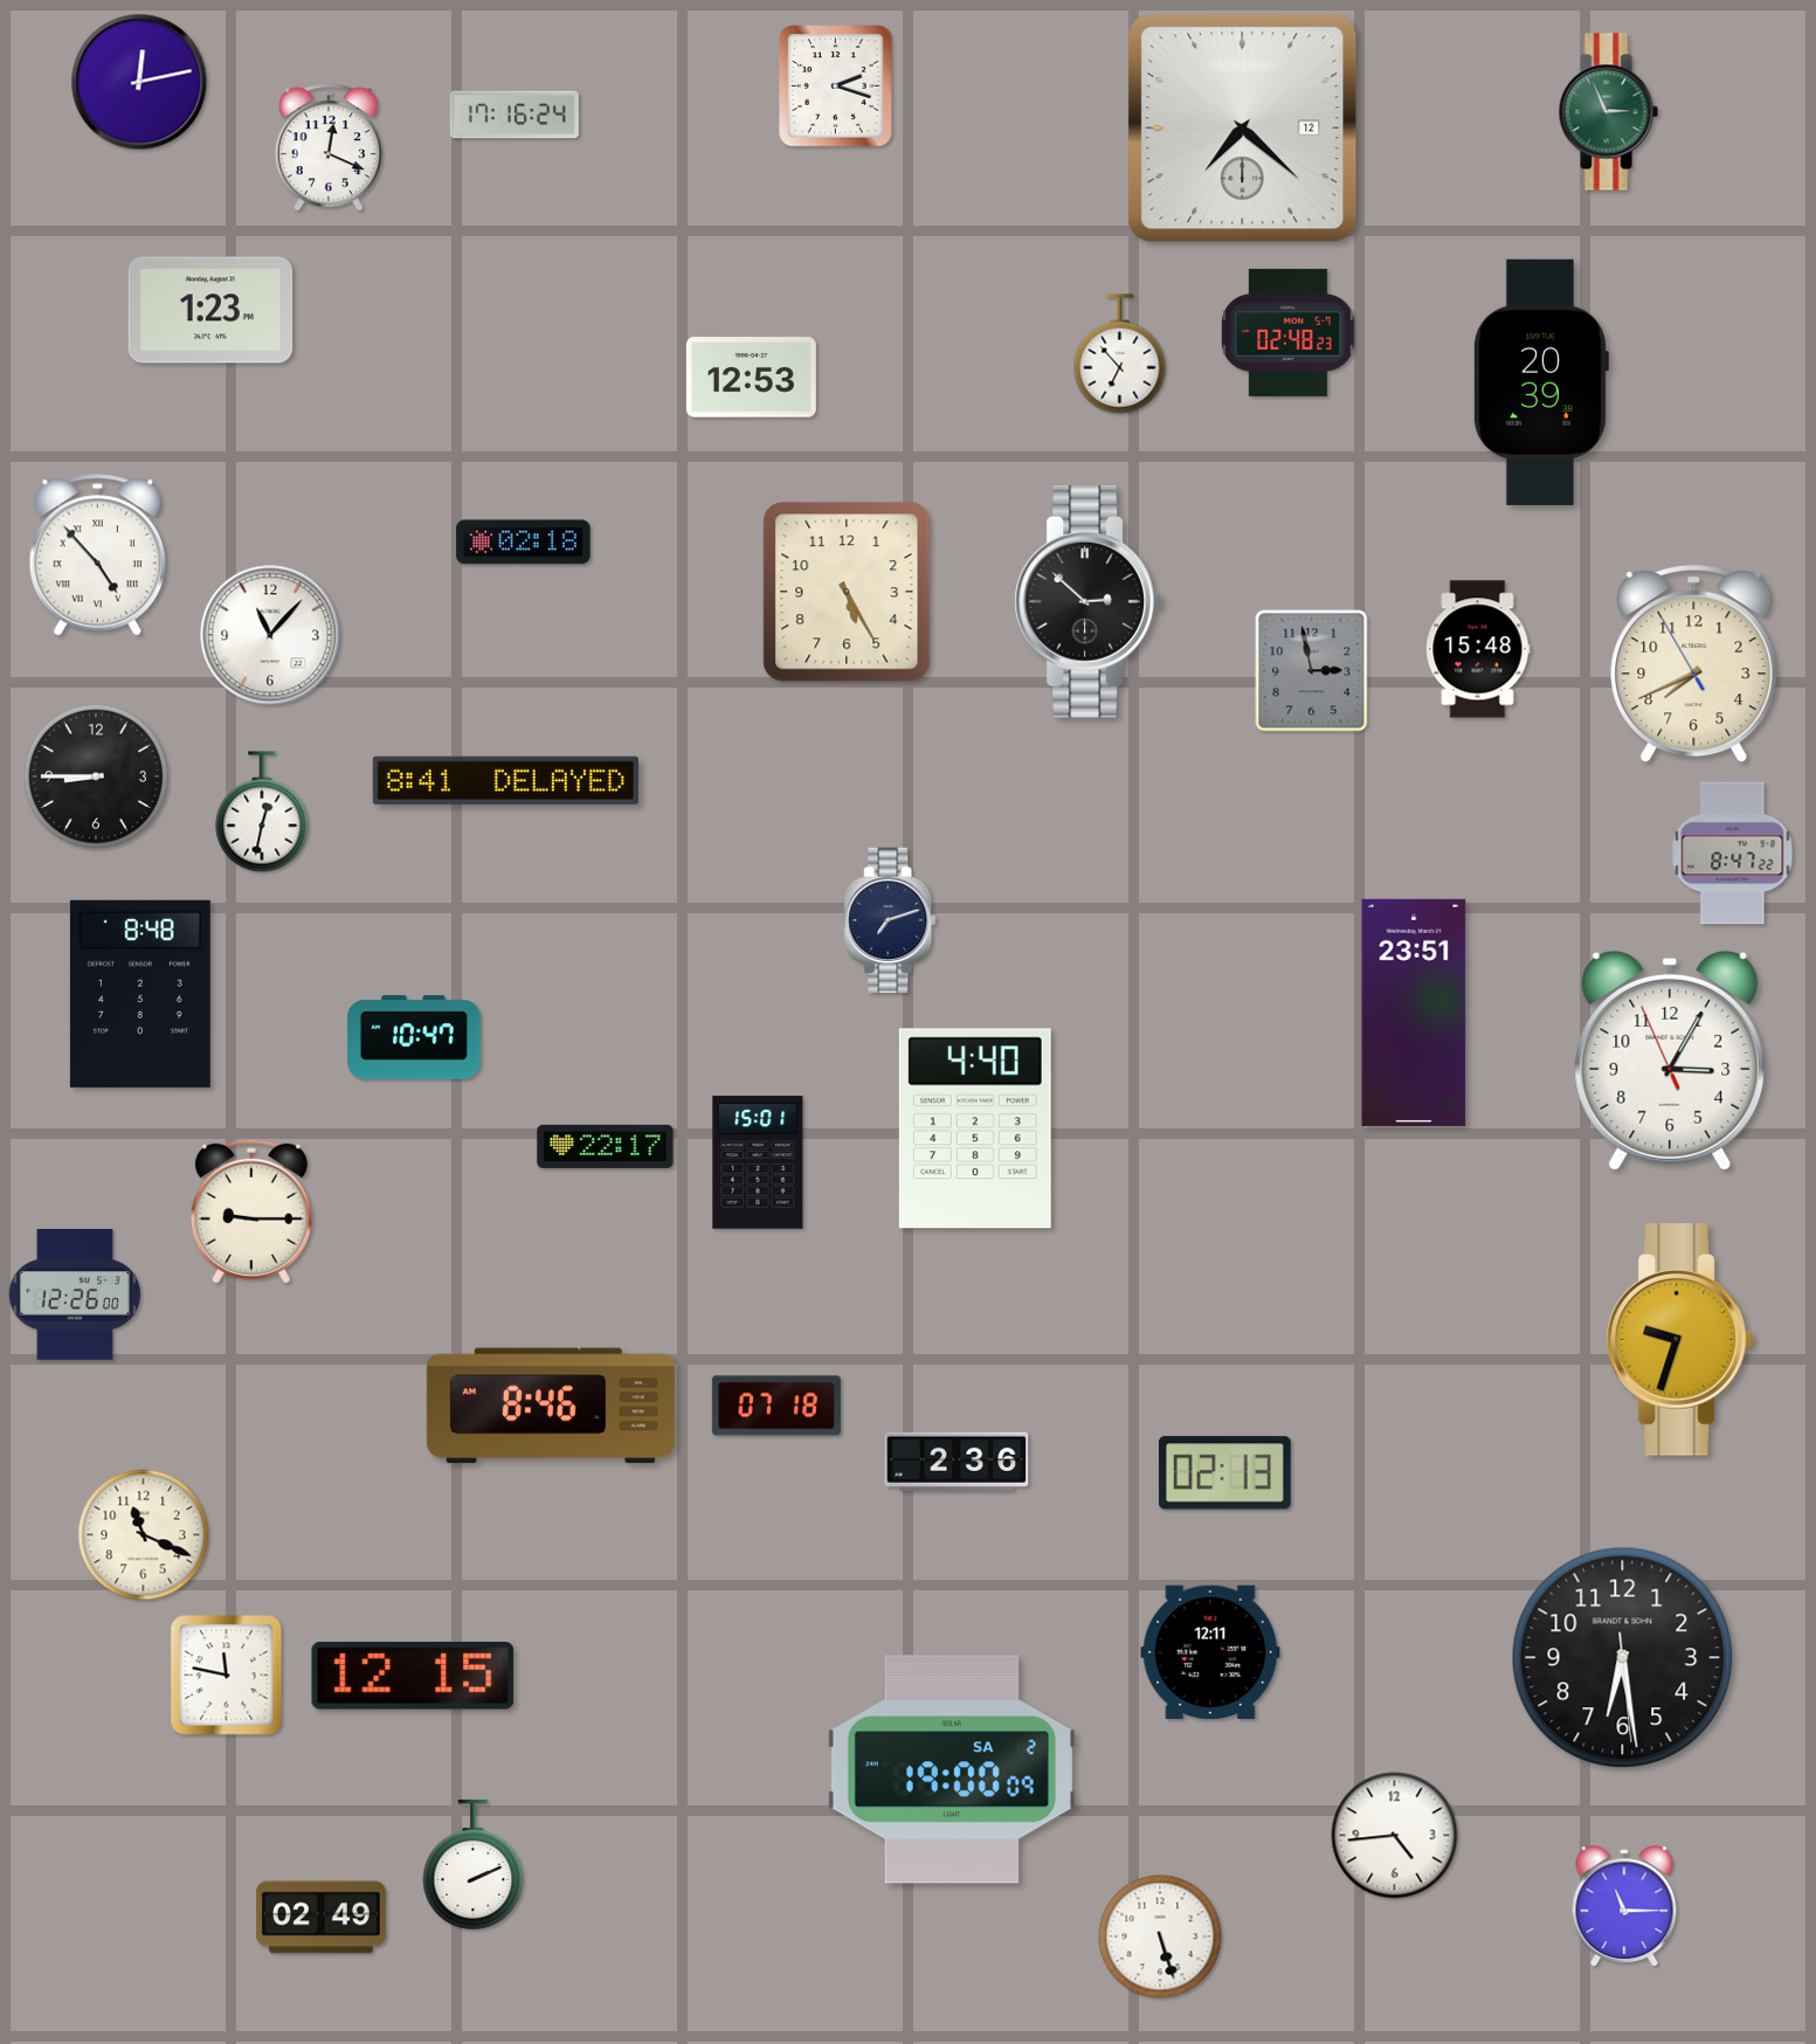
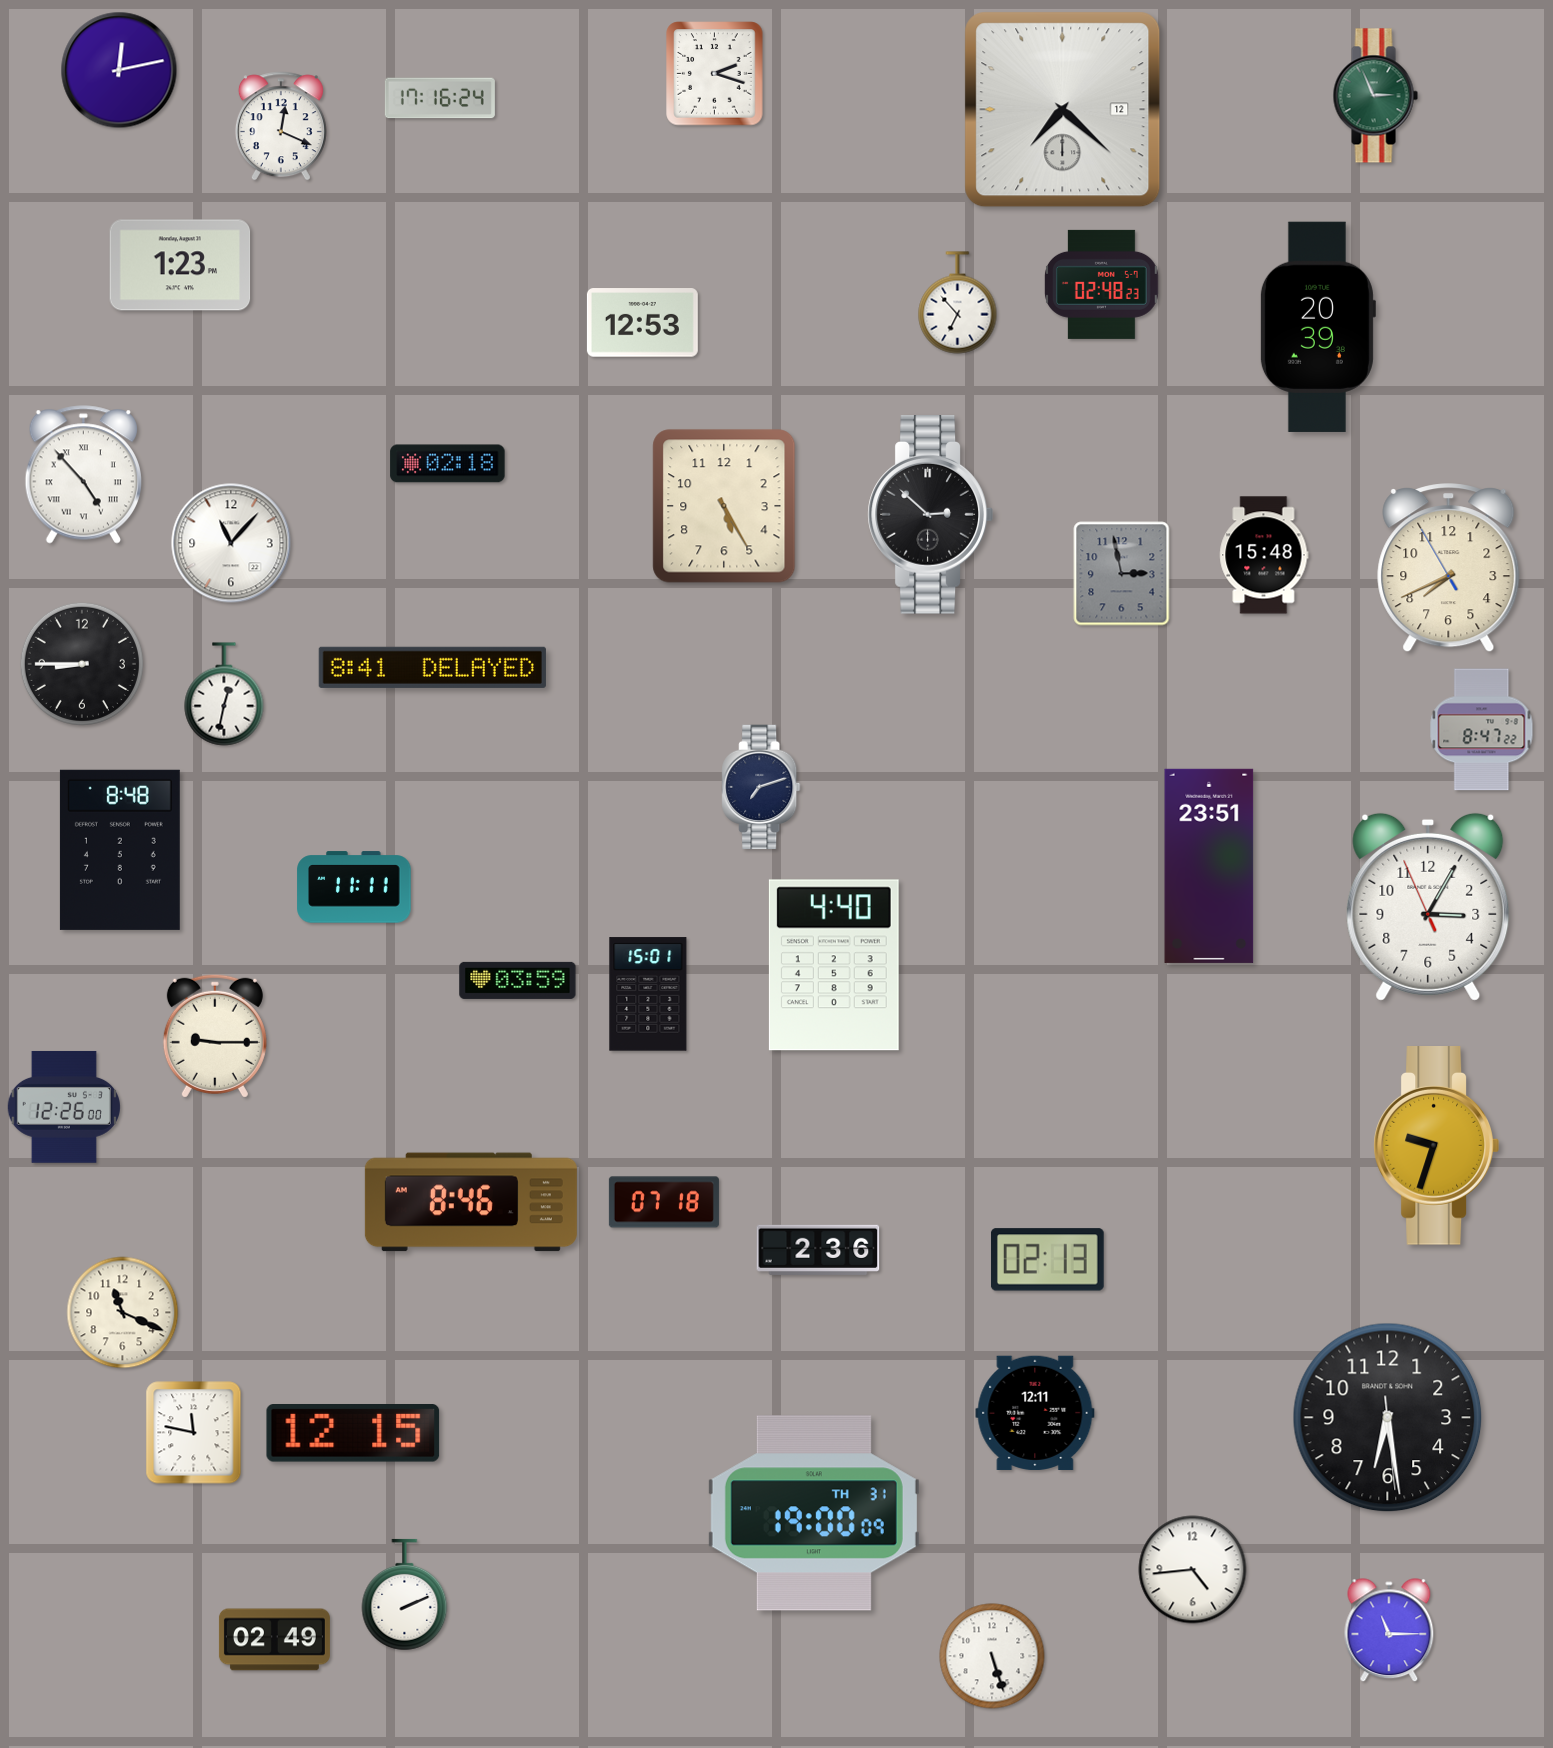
clock at (414, 1037): 10:47 -> 11:11
clock at (606, 1146): 22:17 -> 03:59
clock at (952, 1769) date: SA 2 -> TH 31
